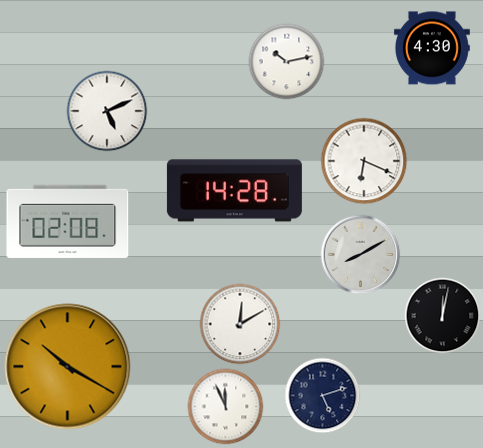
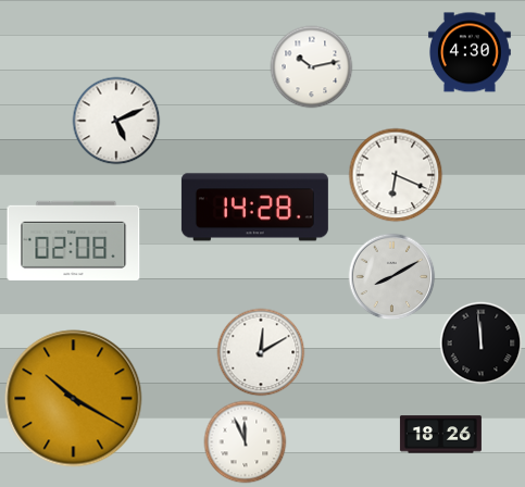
clock at (443, 316): 12:02 -> 11:59
clock at (323, 396): 5:12 -> none
clock at (440, 435): none -> 18:26
